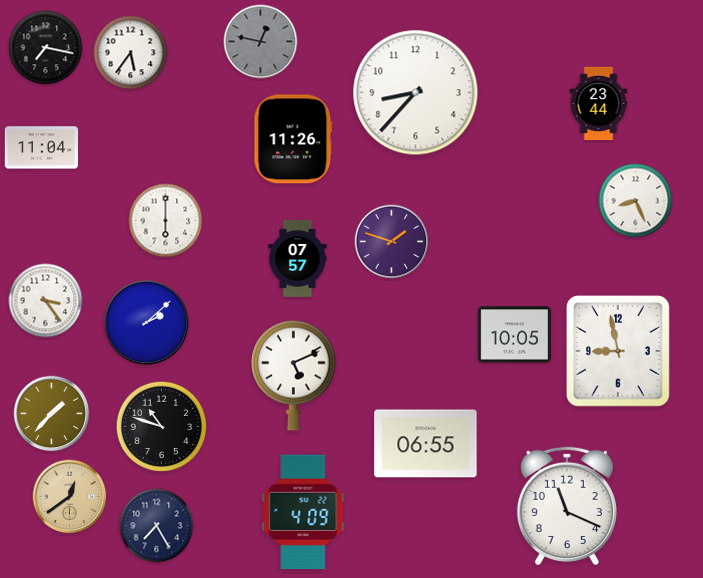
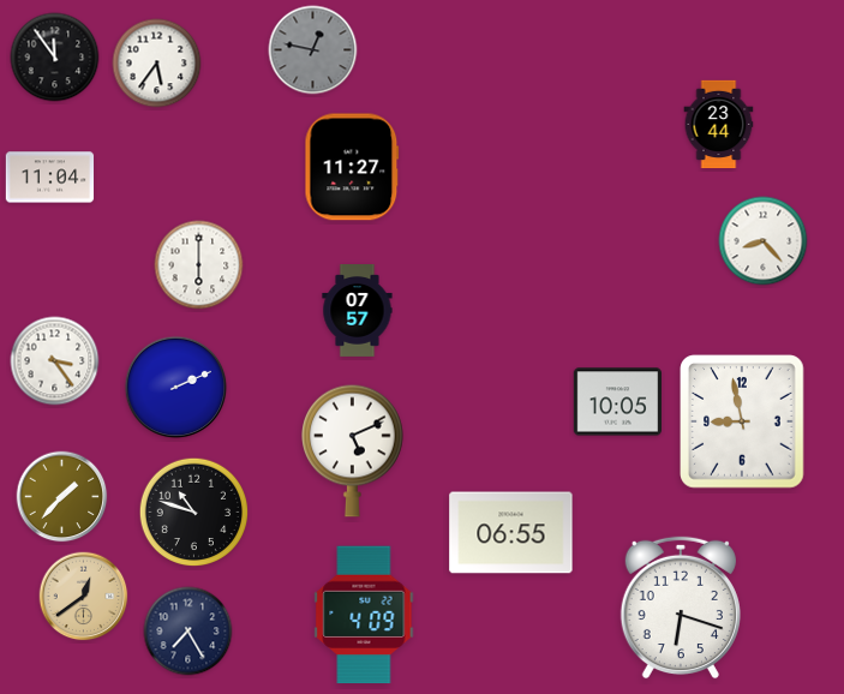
clock at (46, 48): 7:17 -> 11:54
clock at (416, 93): 8:37 -> none
clock at (293, 139): 11:26 -> 11:27
clock at (636, 201): 8:26 -> 8:23
clock at (392, 242): 1:48 -> none
clock at (147, 323): 2:08 -> 2:11
clock at (567, 506): 11:19 -> 6:18
